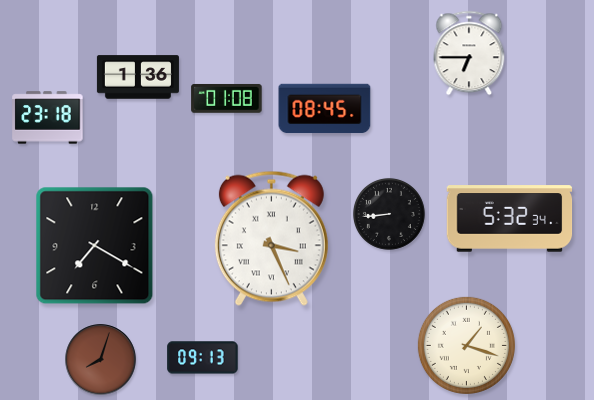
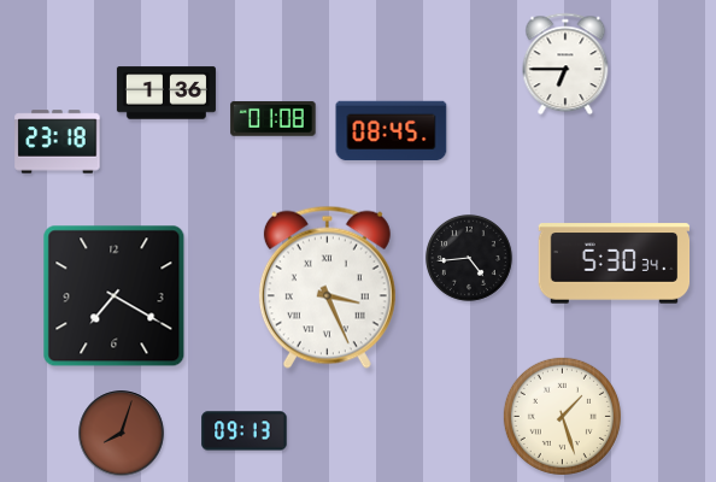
clock at (389, 214): 8:44 -> 4:44
clock at (510, 219): 5:32 -> 5:30
clock at (466, 345): 1:18 -> 1:27
